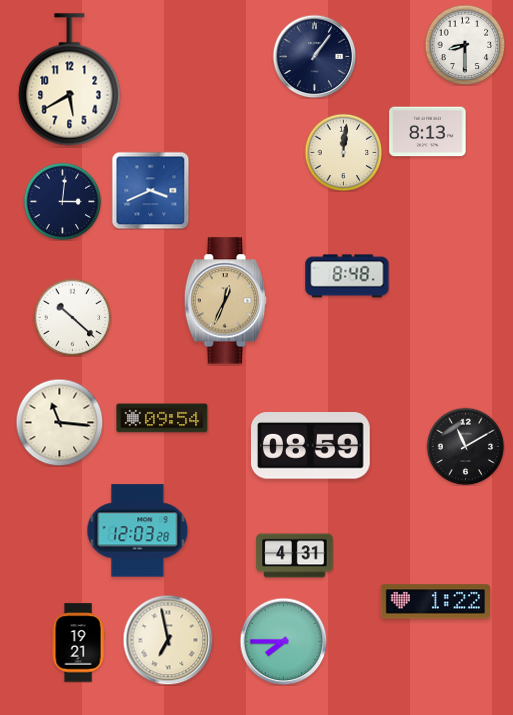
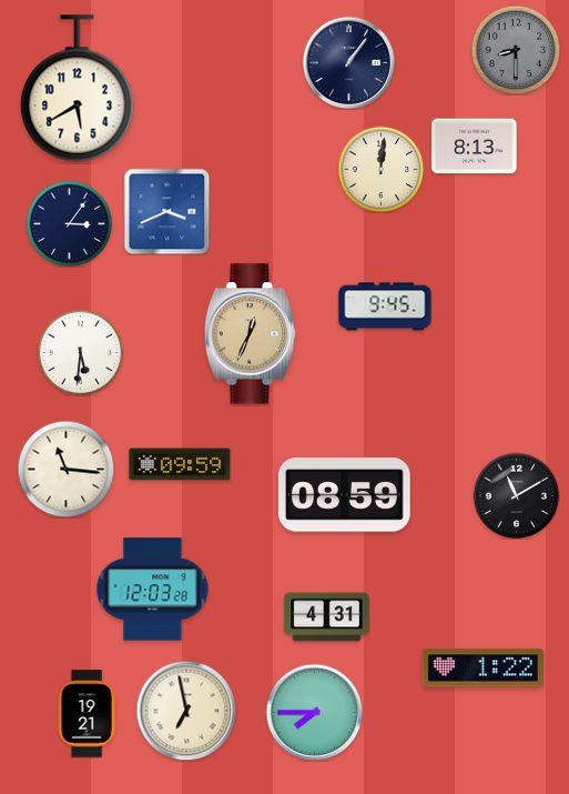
clock at (465, 45) dial: white -> grey
clock at (62, 201): 3:01 -> 3:06
clock at (347, 276): 8:48 -> 9:45
clock at (72, 317): 10:22 -> 5:31
clock at (162, 418): 09:54 -> 09:59
